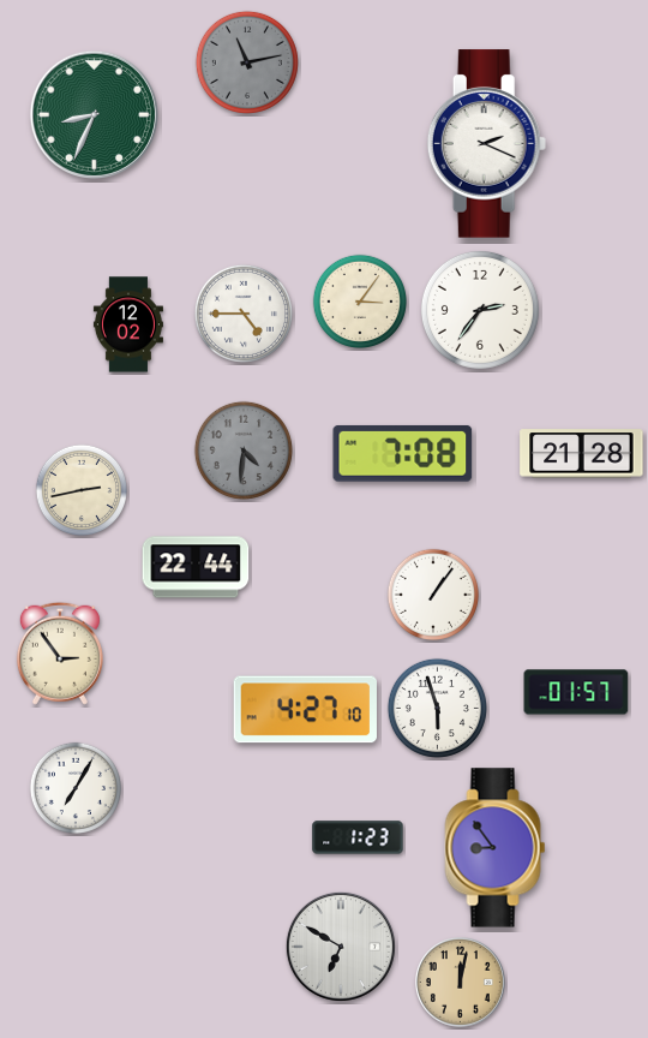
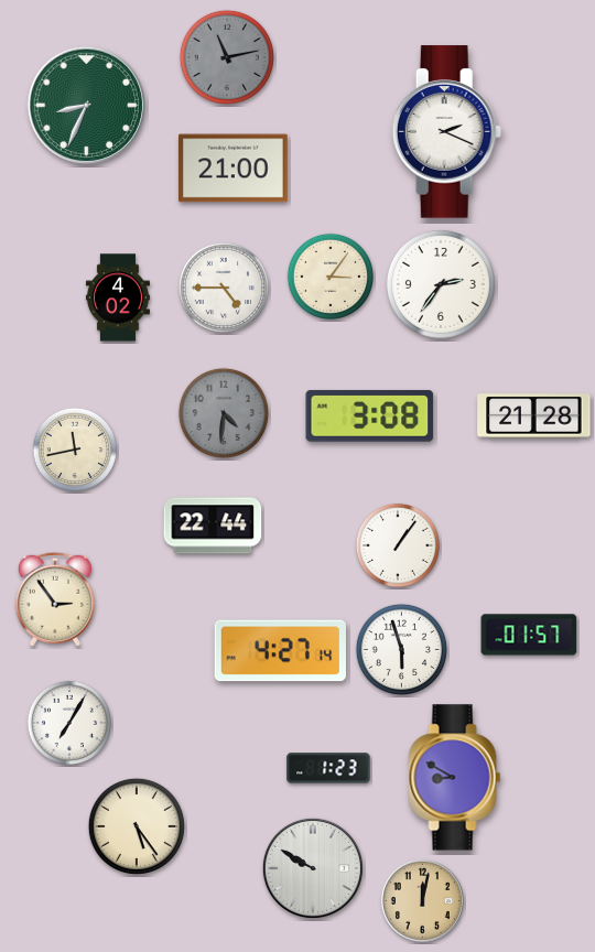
clock at (234, 169): none -> 21:00
clock at (128, 324): 12:02 -> 4:02
clock at (403, 453): 7:08 -> 3:08
clock at (80, 489): 2:43 -> 11:43
clock at (196, 567) position: (196, 567) -> (213, 526)
clock at (305, 710): 4:27:10 -> 4:27:14
clock at (496, 848): 8:54 -> 8:50
clock at (137, 826): none -> 5:24
clock at (341, 947): 6:50 -> 9:50
